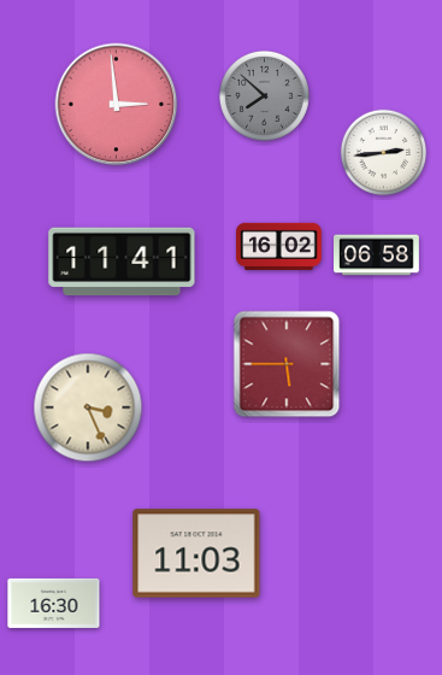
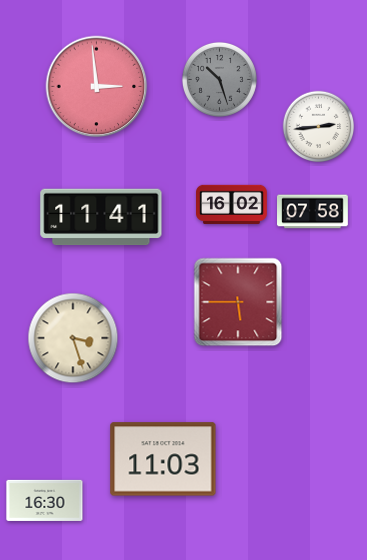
clock at (264, 95): 7:52 -> 10:27
clock at (377, 256): 06:58 -> 07:58
clock at (88, 407): 3:26 -> 3:27
